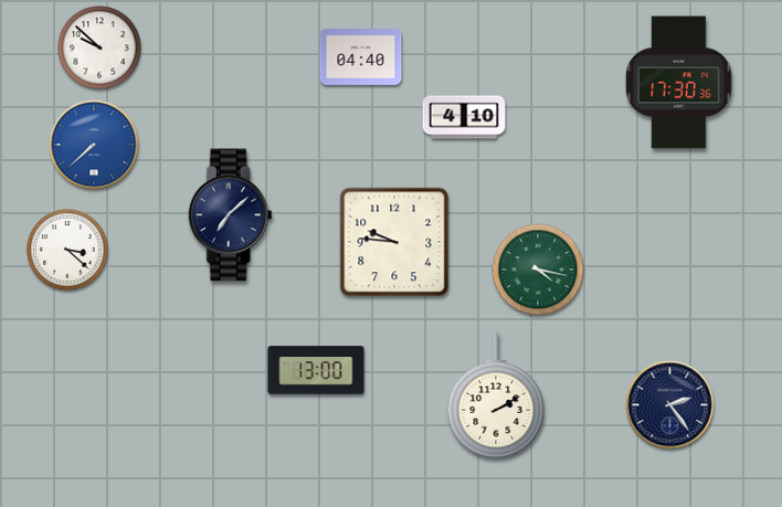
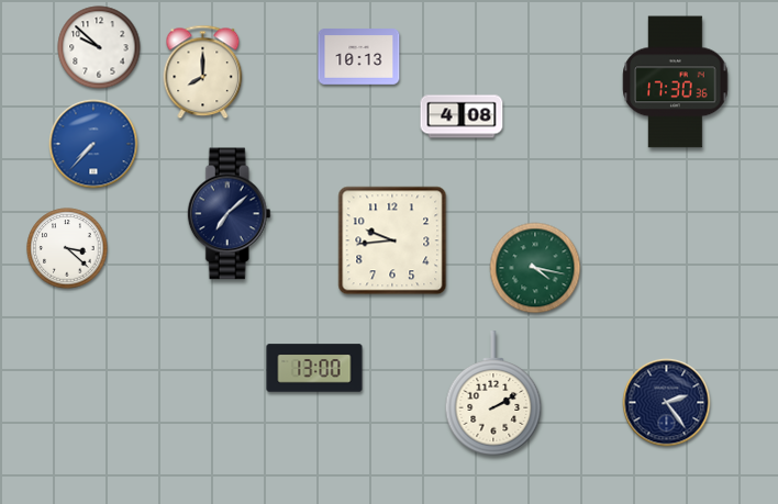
clock at (361, 57): 04:40 -> 10:13
clock at (203, 72): none -> 8:00
clock at (464, 117): 4:10 -> 4:08
clock at (94, 145): 7:38 -> 7:37
clock at (394, 242): 9:46 -> 9:44
